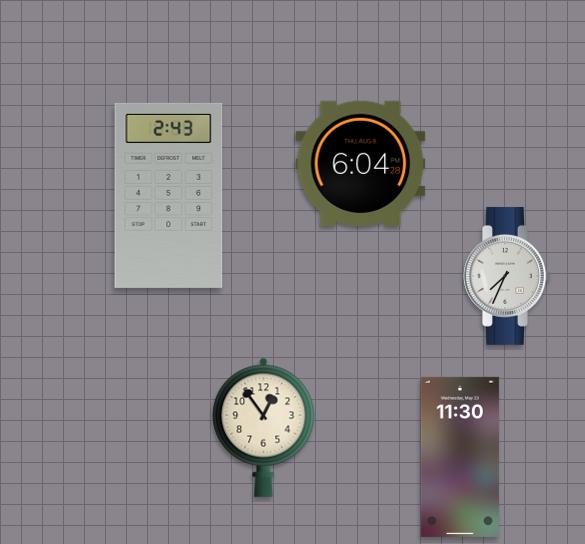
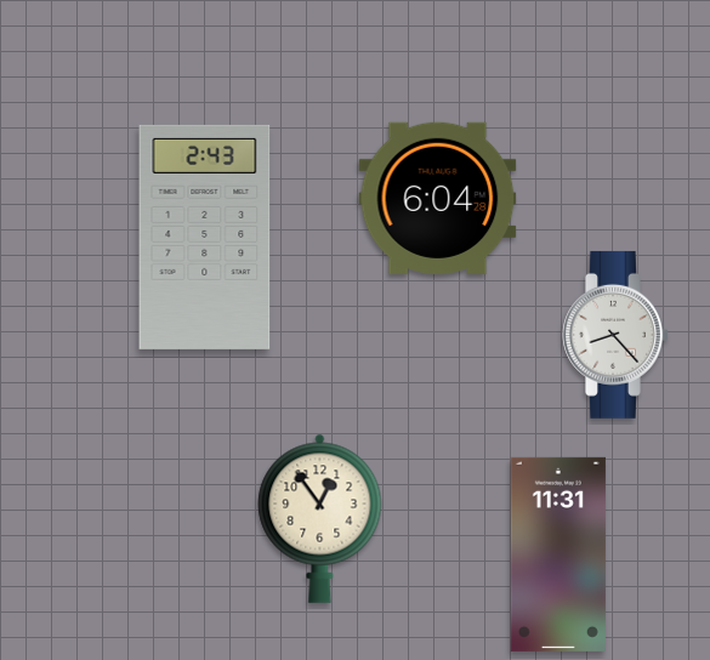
clock at (507, 276): 7:34 -> 8:23
clock at (460, 457): 11:30 -> 11:31
